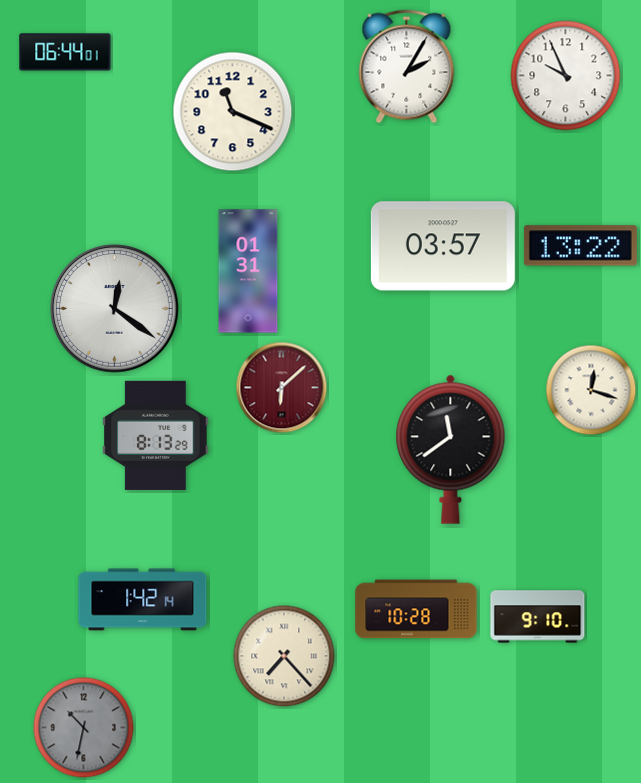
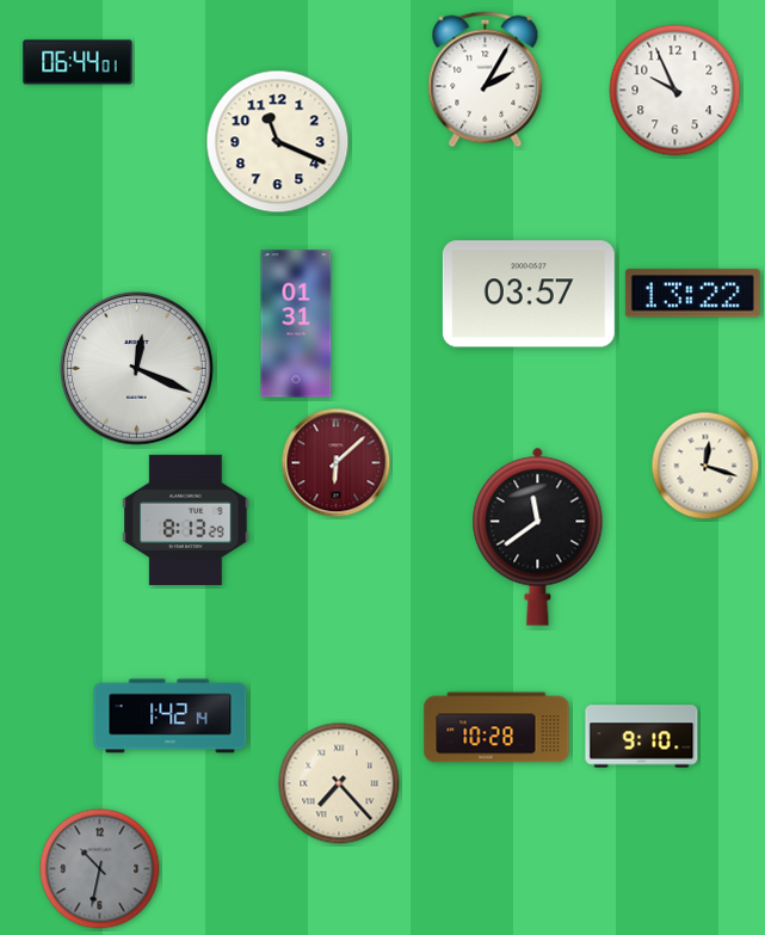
clock at (233, 112) position: (233, 112) -> (278, 142)
clock at (114, 308): 12:21 -> 12:19
